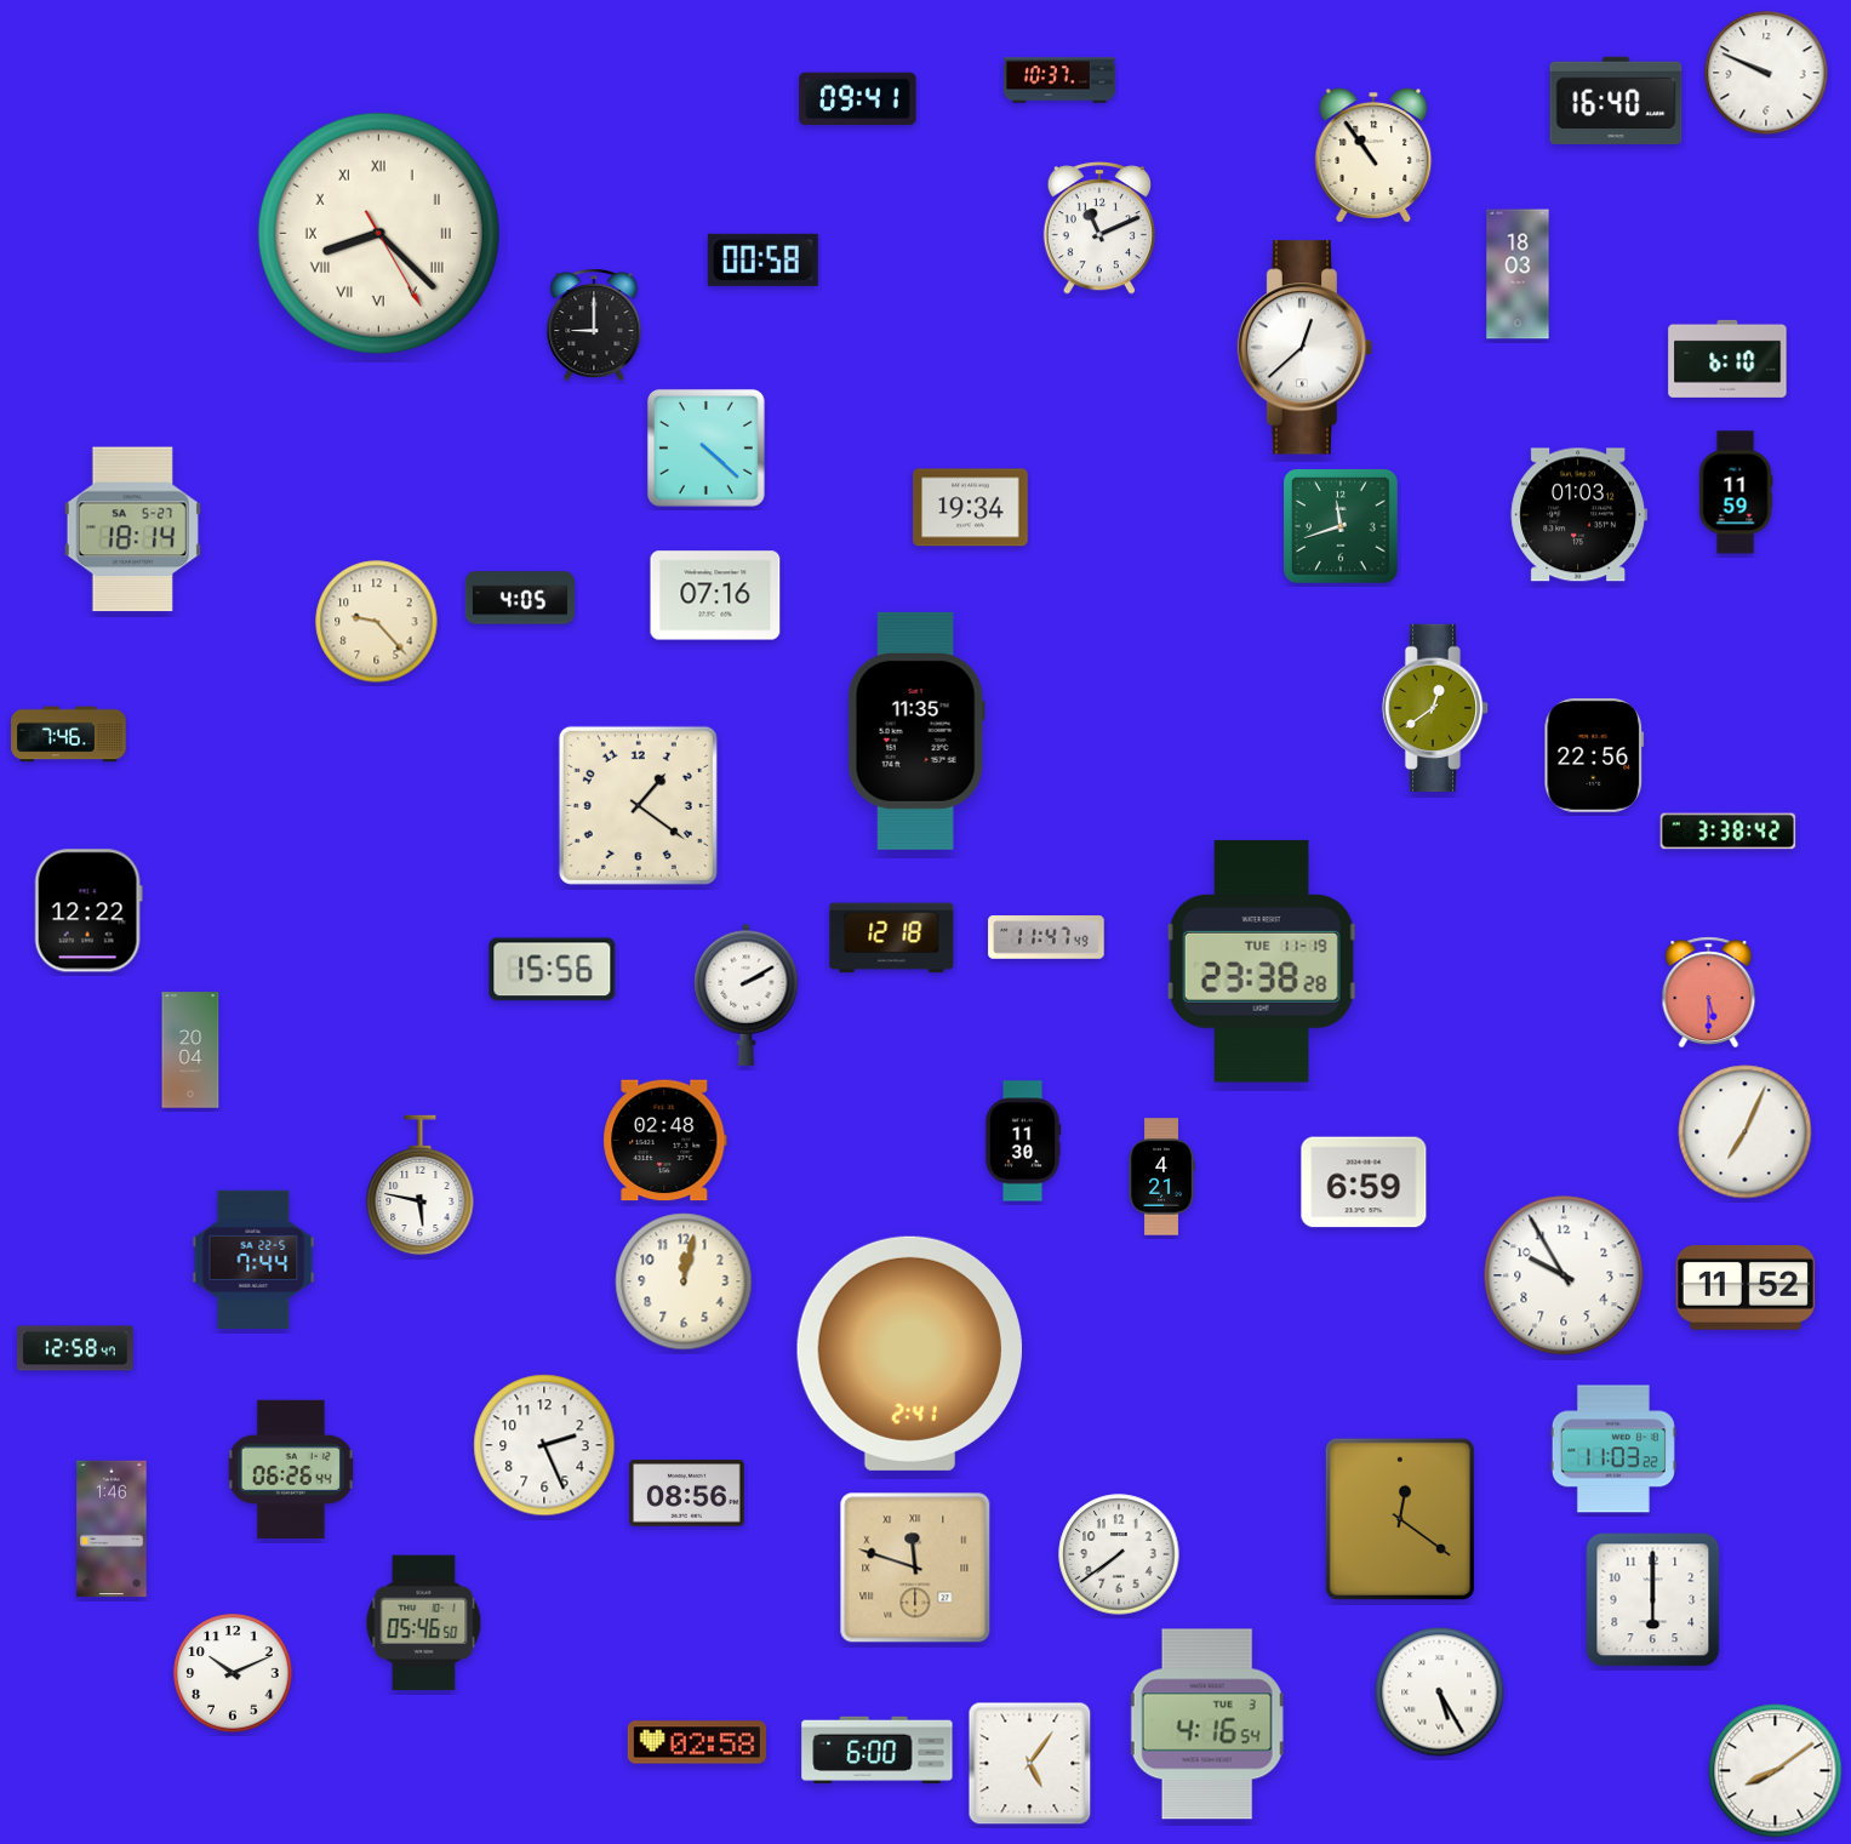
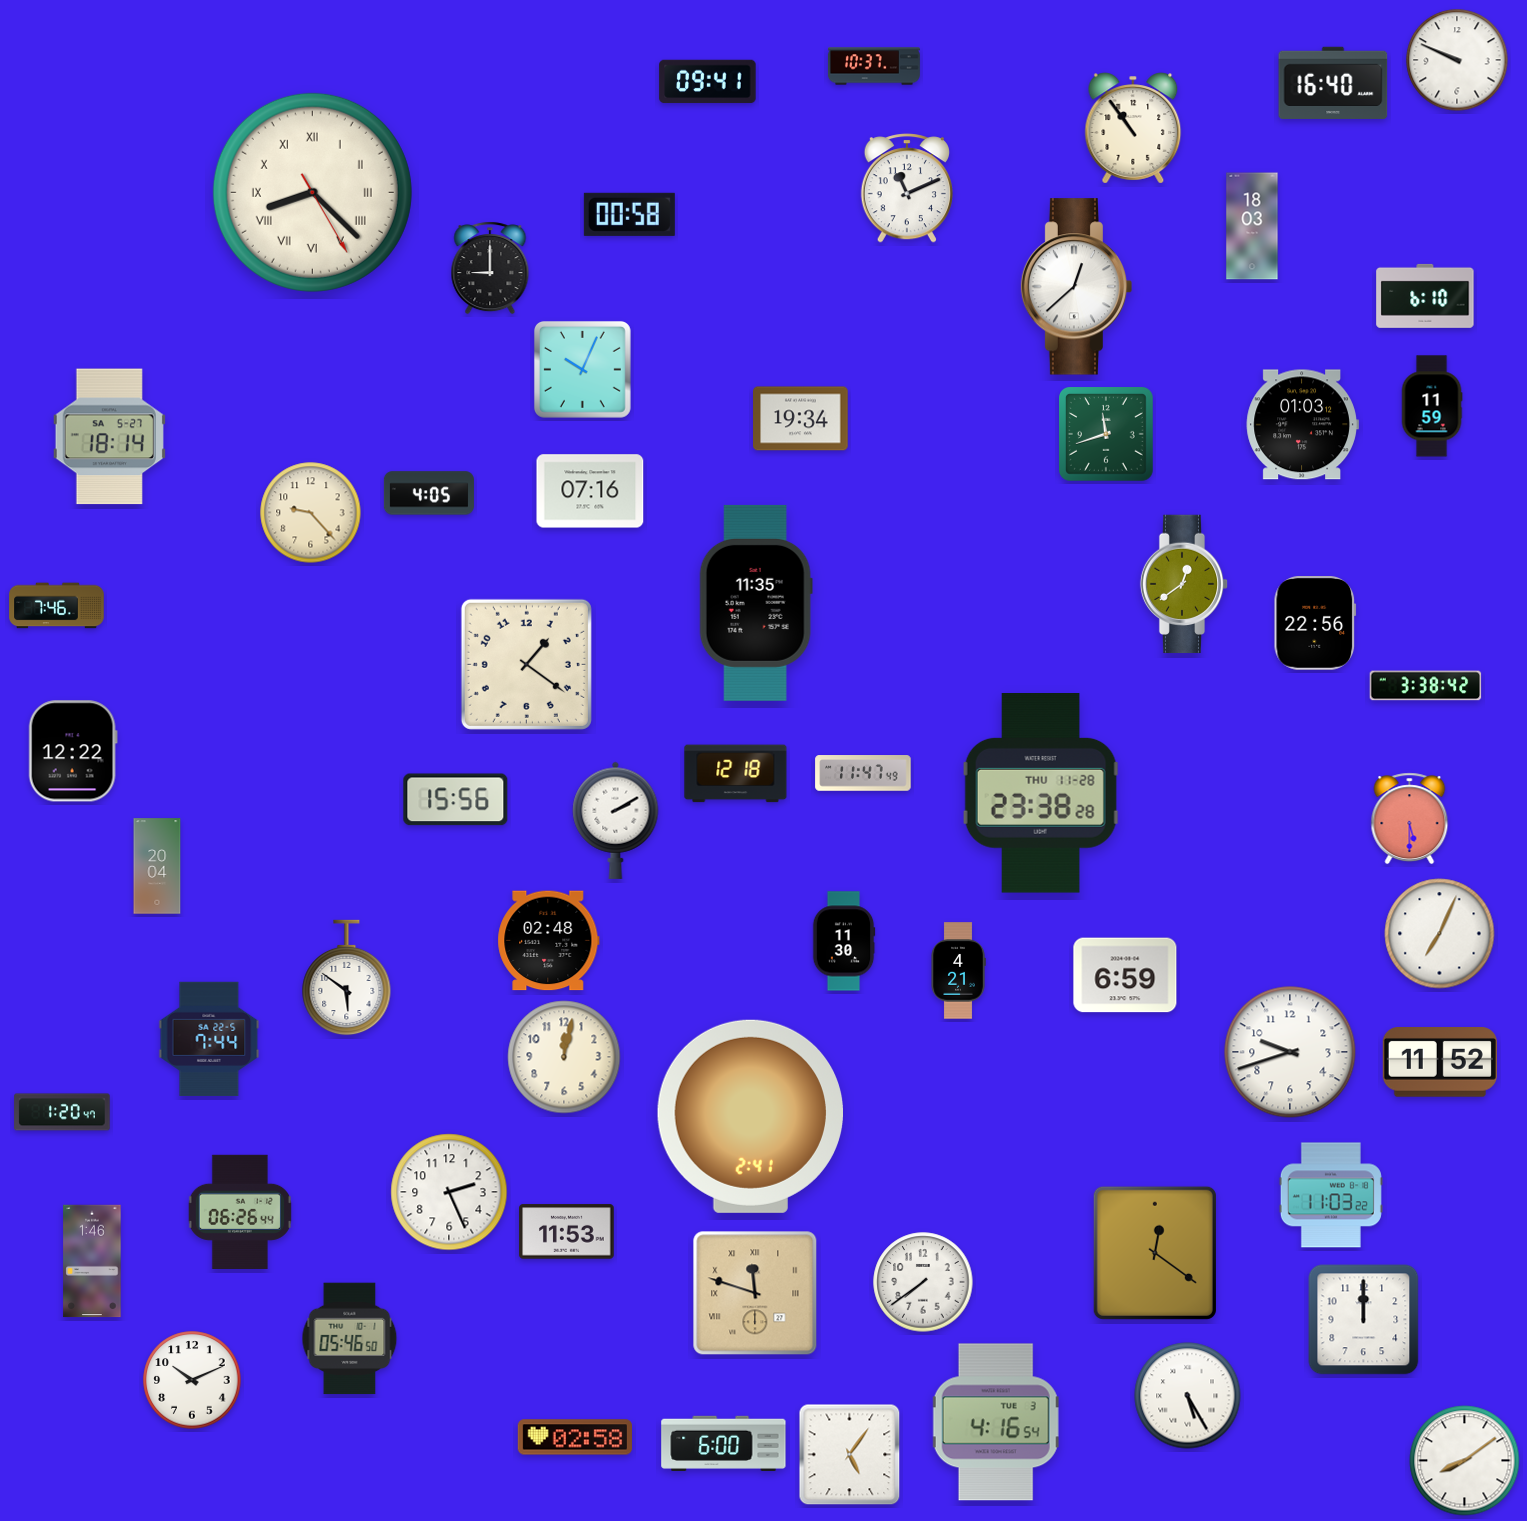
clock at (705, 447): 4:22 -> 10:04
clock at (1262, 963) date: TUE 11-19 -> THU 11-28
clock at (421, 1186): 5:47 -> 5:51
clock at (1564, 1275): 9:55 -> 9:42
clock at (75, 1348): 12:58 -> 1:20
clock at (687, 1494): 08:56 -> 11:53
clock at (1653, 1600): 6:00 -> 12:00
